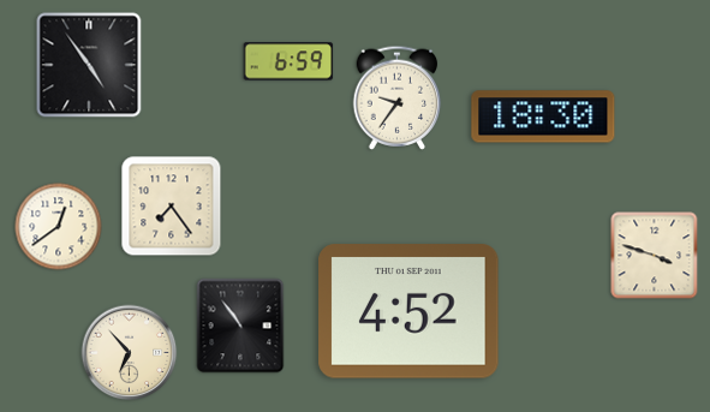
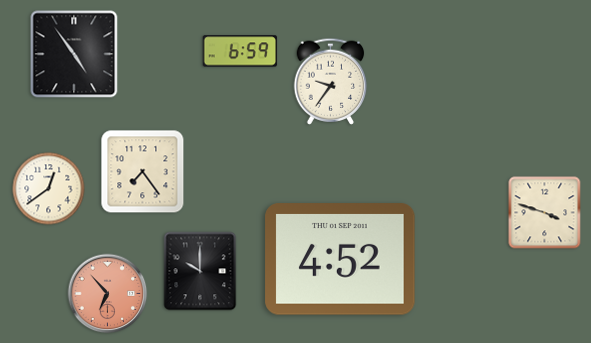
clock at (543, 117): 18:30 -> none
clock at (240, 326): 10:54 -> 10:00
clock at (130, 353) dial: cream -> salmon
